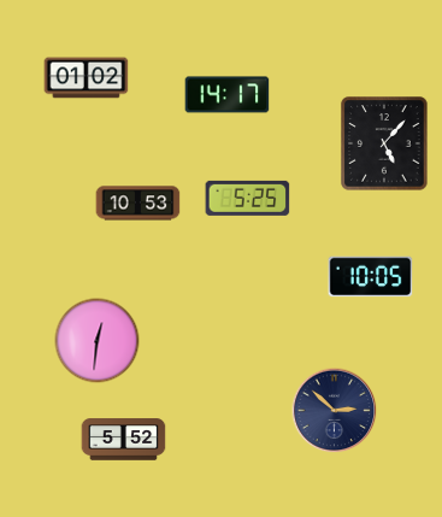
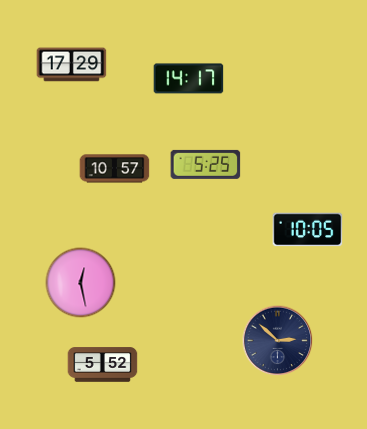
clock at (87, 78): 01:02 -> 17:29
clock at (384, 143): 5:07 -> none
clock at (139, 204): 10:53 -> 10:57
clock at (98, 341): 12:31 -> 12:28
